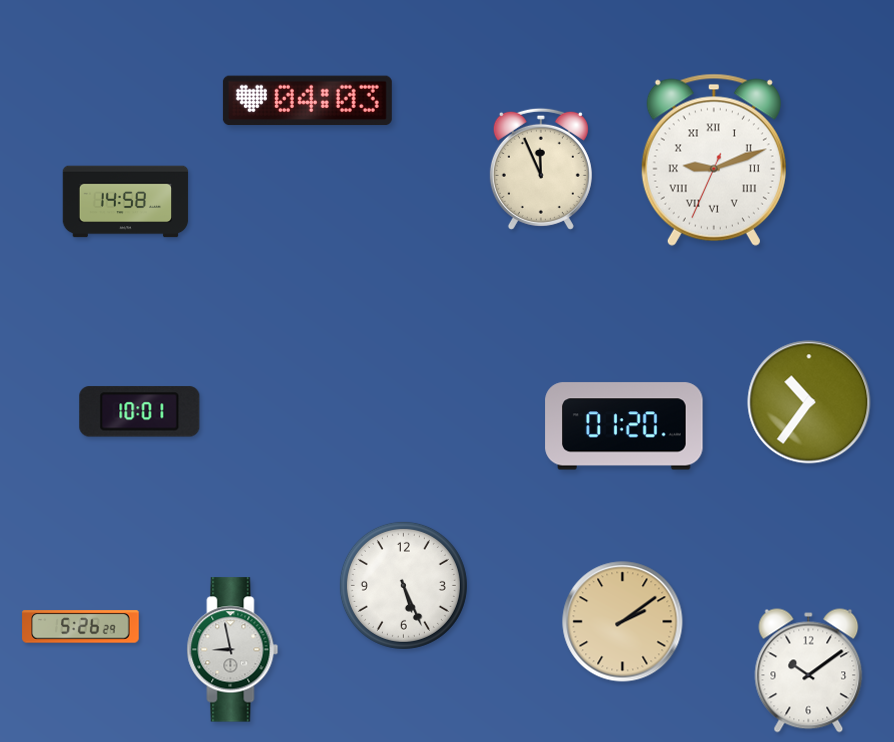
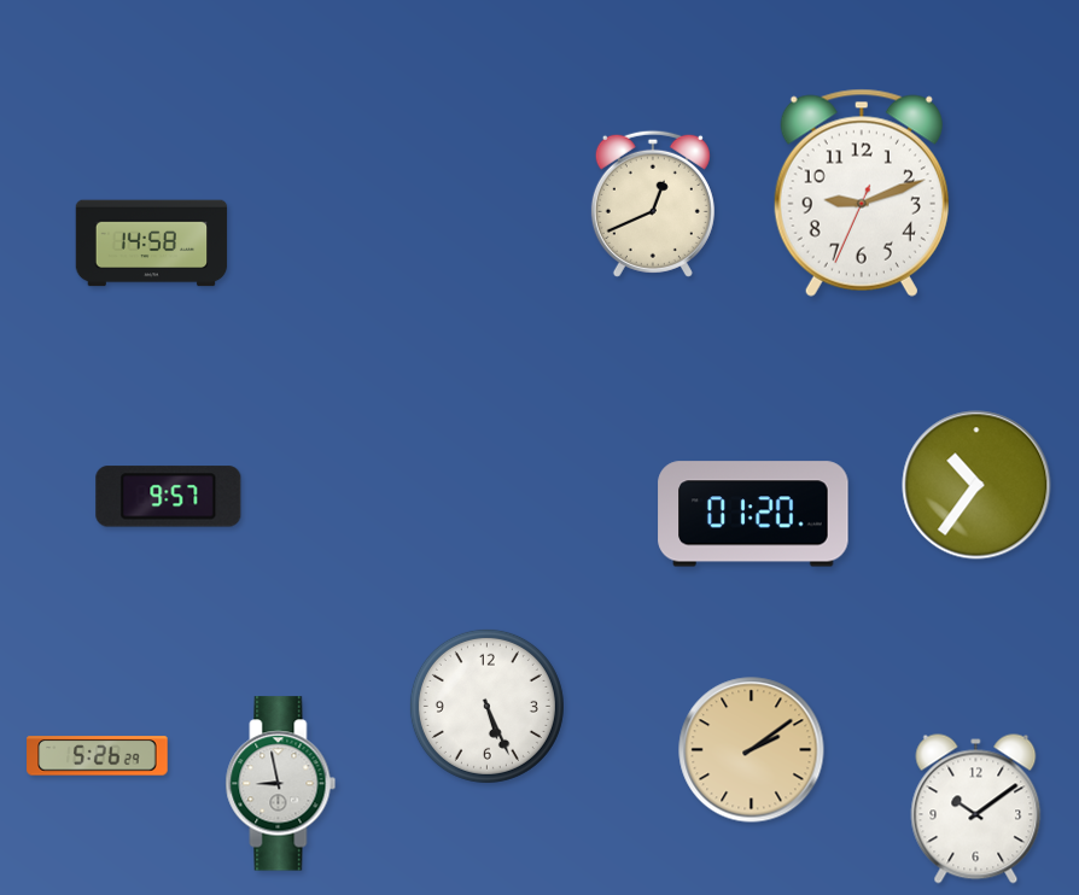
clock at (307, 101): 04:03 -> none
clock at (714, 160) numerals: Roman -> Arabic
clock at (541, 169): 11:56 -> 12:41
clock at (140, 412): 10:01 -> 9:57
